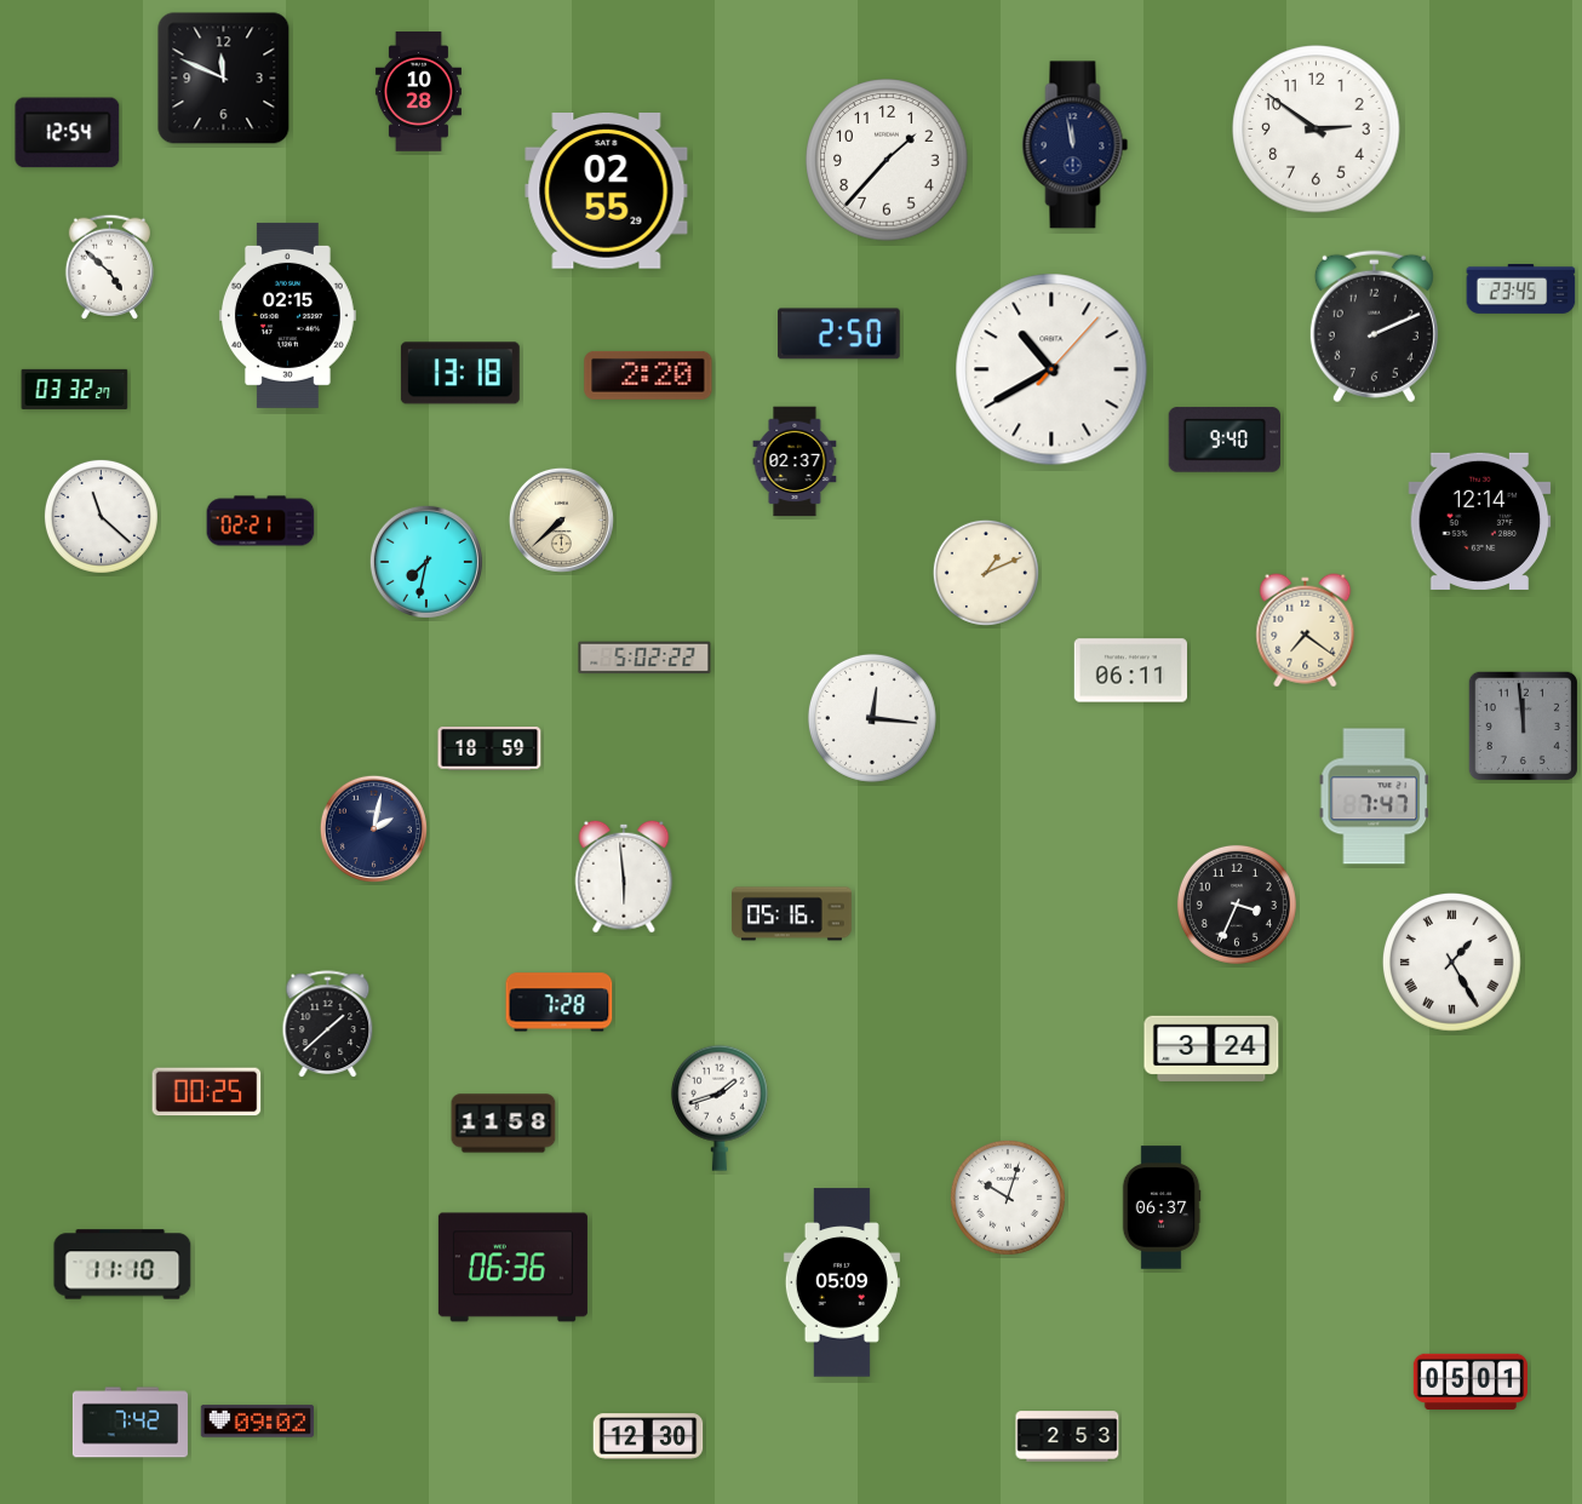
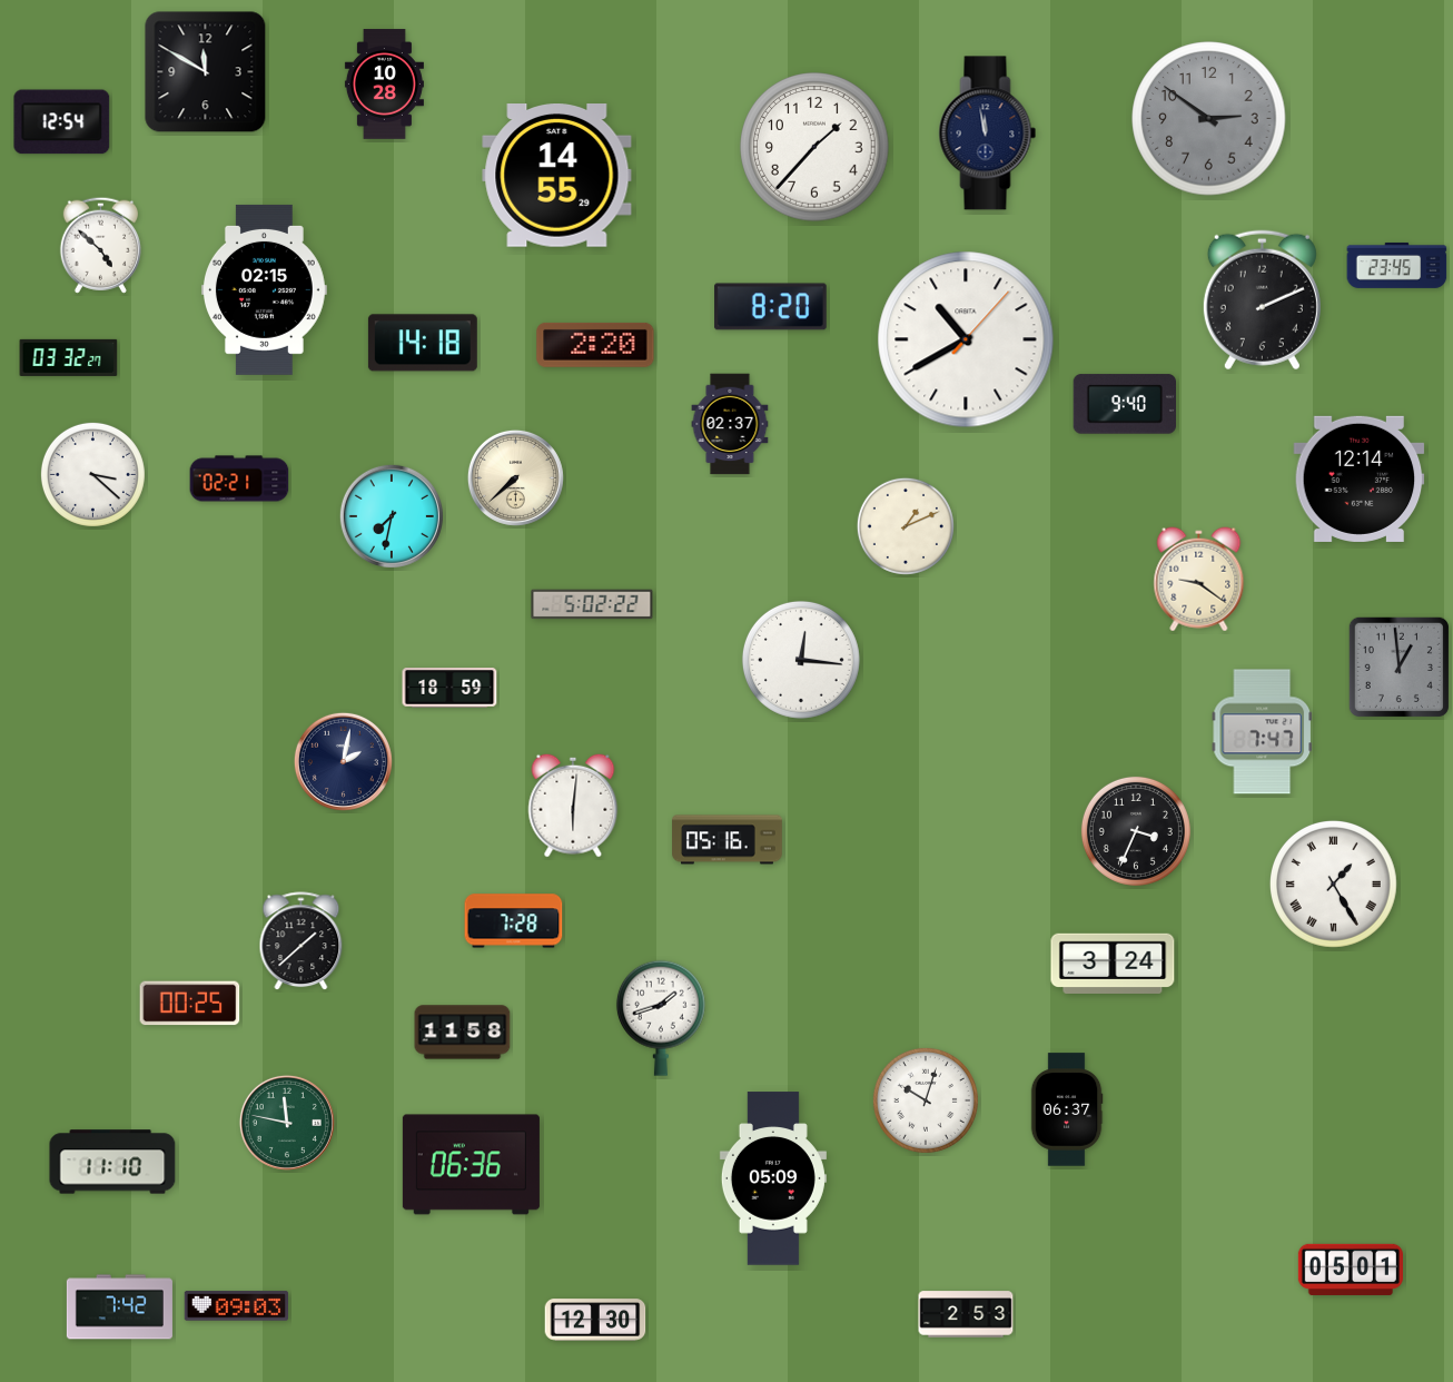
clock at (224, 79): 11:49 -> 11:50
clock at (1317, 130) dial: white -> grey
clock at (607, 191): 02:55 -> 14:55
clock at (839, 334): 2:50 -> 8:20
clock at (460, 373): 13:18 -> 14:18
clock at (101, 516): 11:22 -> 3:22
clock at (1306, 631): 7:21 -> 9:21
clock at (1130, 671): 06:11 -> none
clock at (1523, 725): 11:59 -> 12:59
clock at (624, 877): 5:59 -> 6:01
clock at (287, 1123): none -> 11:47
clock at (257, 1422): 09:02 -> 09:03
clock at (1067, 1436) position: (1067, 1436) -> (966, 1314)
